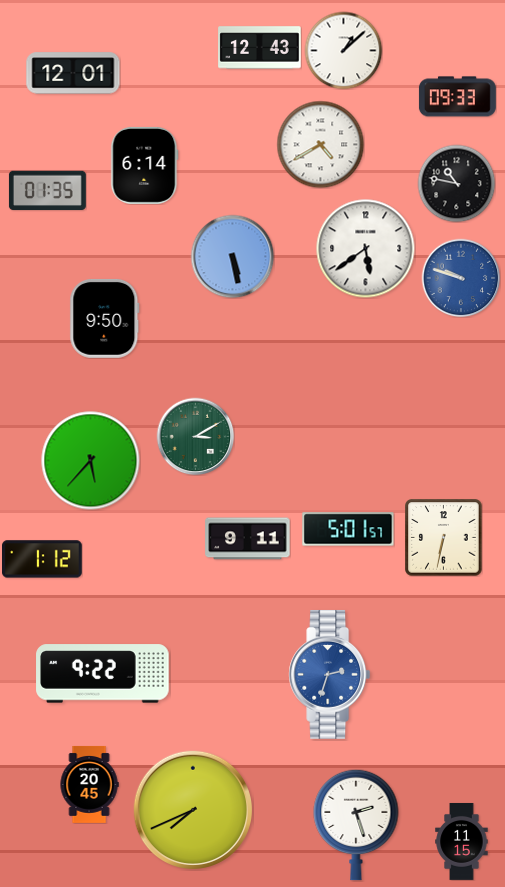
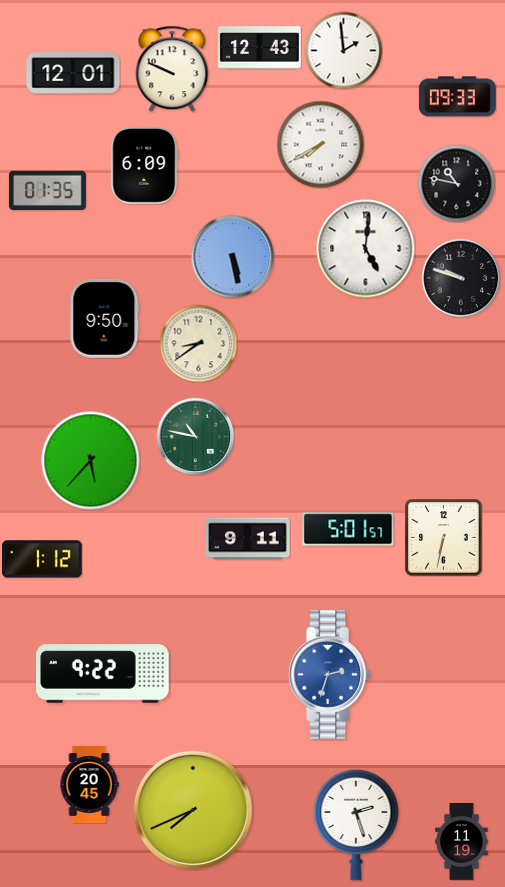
clock at (343, 50): 1:08 -> 1:59
clock at (172, 69): none -> 9:49
clock at (320, 144): 4:40 -> 7:40
clock at (145, 165): 6:14 -> 6:09
clock at (366, 249): 5:39 -> 5:01
clock at (461, 278) dial: blue -> black
clock at (198, 343): none -> 8:39
clock at (195, 436): 3:10 -> 10:47
clock at (462, 841): 11:15 -> 11:19
